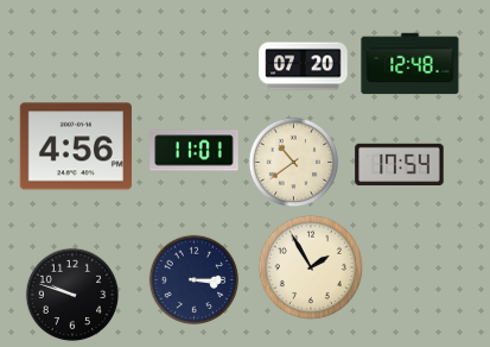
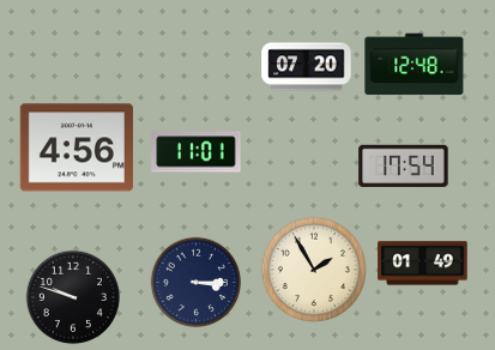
clock at (294, 163): 10:39 -> none
clock at (423, 264): none -> 01:49
